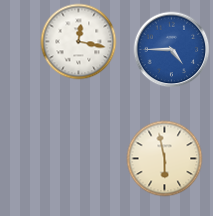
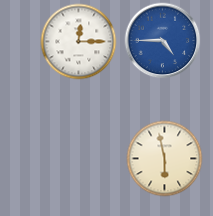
clock at (79, 42): 12:17 -> 12:15
clock at (172, 50) position: (172, 50) -> (163, 41)
